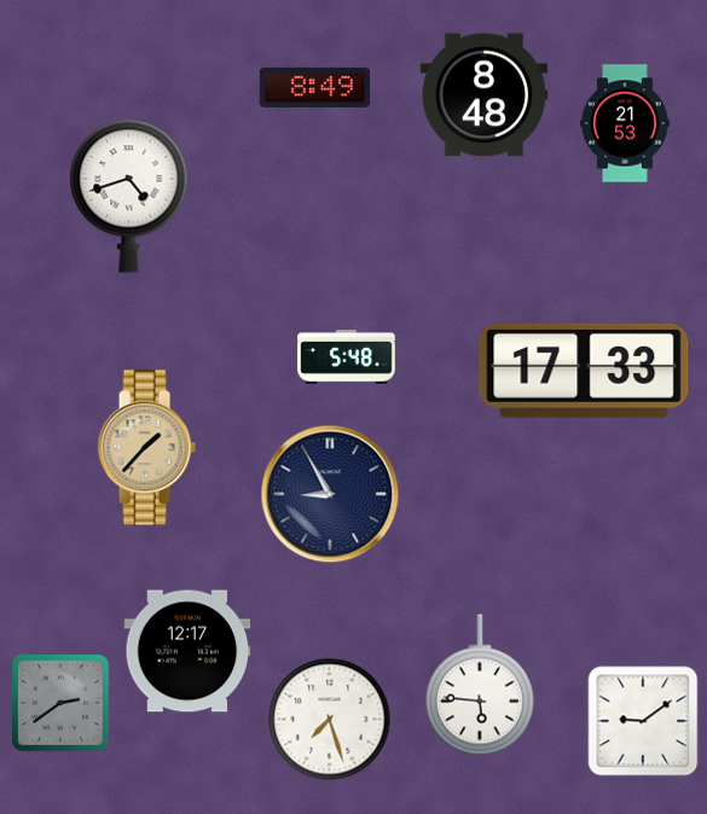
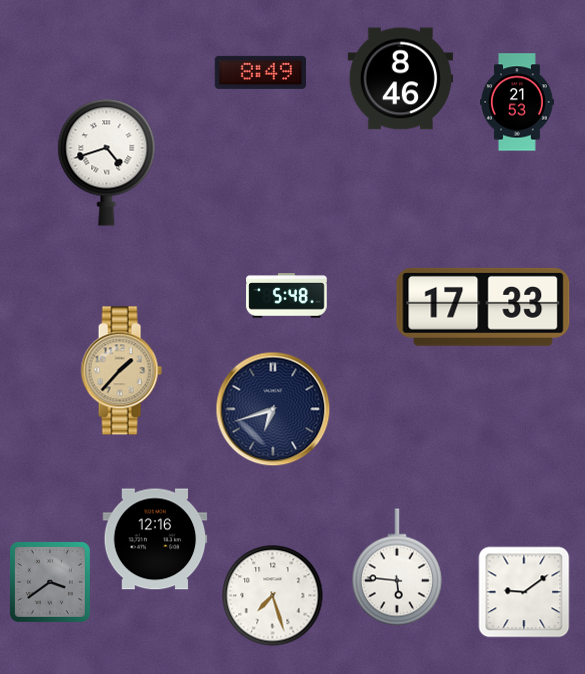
clock at (485, 95): 8:48 -> 8:46
clock at (330, 494): 8:55 -> 6:42
clock at (187, 651): 12:17 -> 12:16
clock at (60, 703): 2:39 -> 3:39
clock at (643, 721) position: (643, 721) -> (524, 592)
